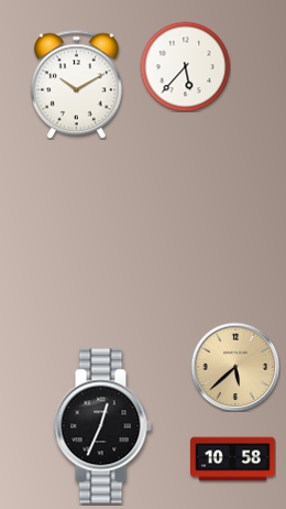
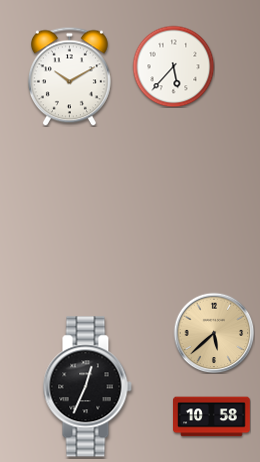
clock at (185, 66) position: (185, 66) -> (173, 66)
clock at (102, 426) position: (102, 426) -> (87, 387)
